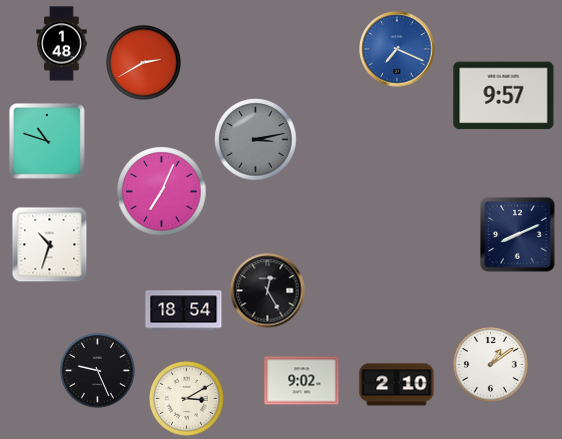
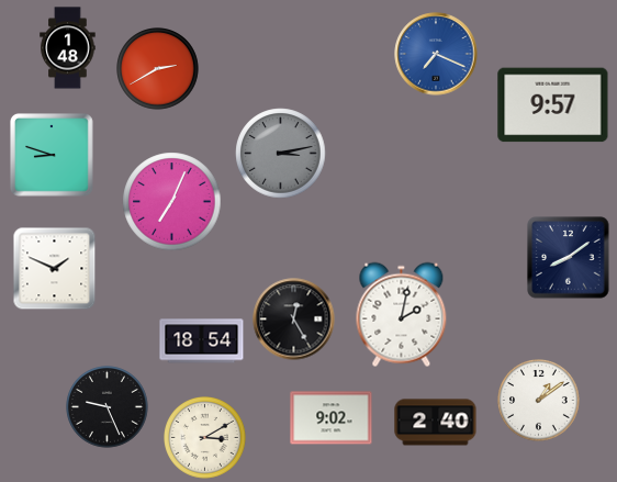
clock at (48, 142): 10:48 -> 8:48
clock at (162, 192) position: (162, 192) -> (172, 202)
clock at (518, 235): 8:11 -> 8:09
clock at (50, 245): 10:33 -> 1:49
clock at (402, 315): none -> 2:02
clock at (397, 385): 2:10 -> 2:40
